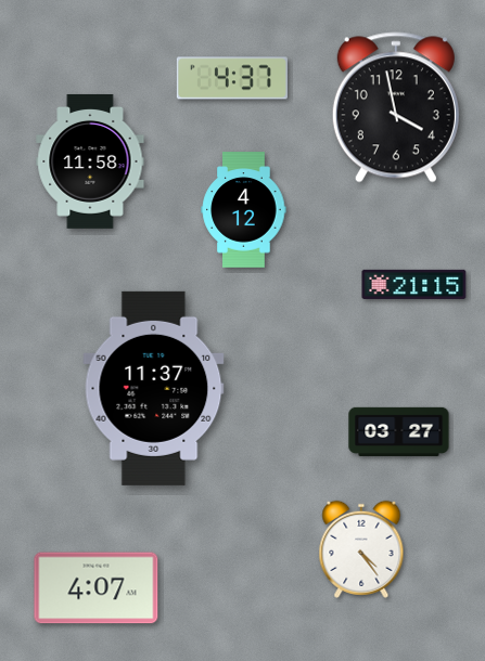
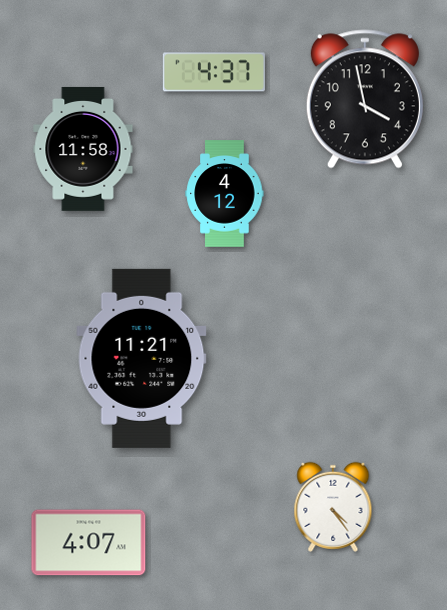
clock at (414, 284): 21:15 -> none
clock at (154, 388): 11:37 -> 11:21
clock at (399, 431): 03:27 -> none
